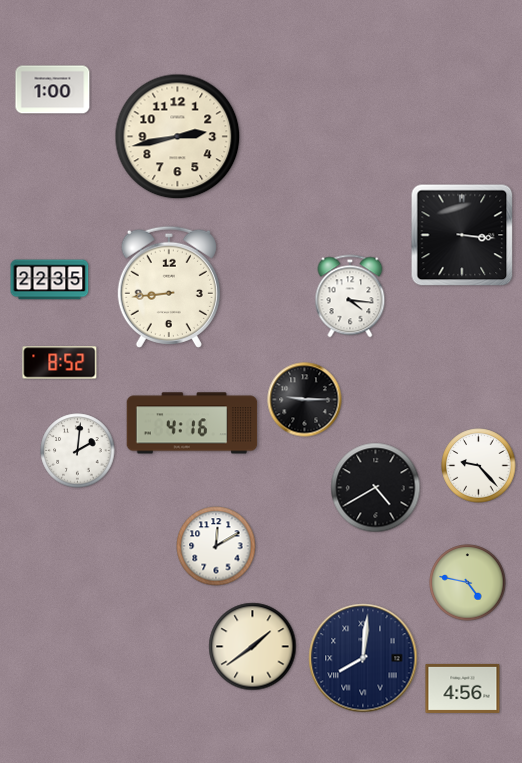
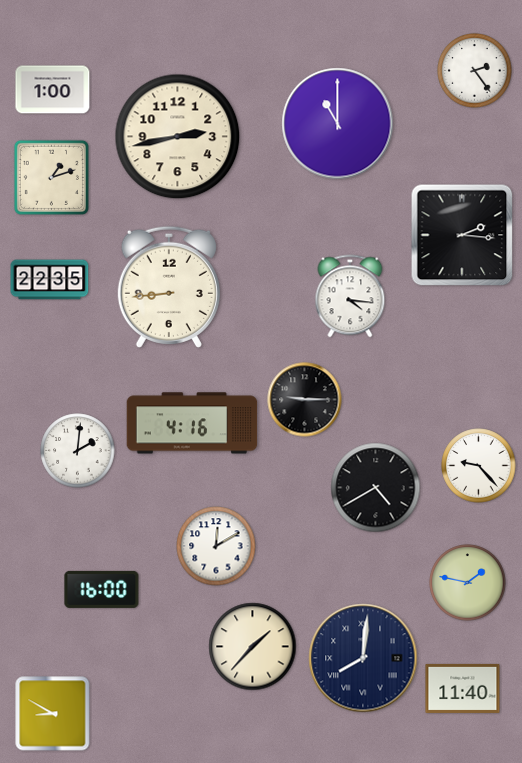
clock at (475, 71): none -> 2:24
clock at (338, 124): none -> 11:00
clock at (51, 177): none -> 1:12
clock at (462, 235): 3:16 -> 2:16
clock at (60, 363): 8:52 -> none
clock at (468, 583): 4:47 -> 1:47
clock at (102, 589): none -> 16:00
clock at (253, 647): 1:39 -> 1:37
clock at (463, 688): 4:56 -> 11:40
clock at (53, 714): none -> 8:50
